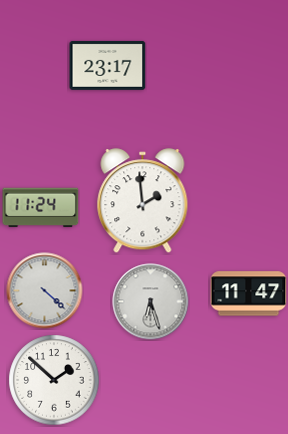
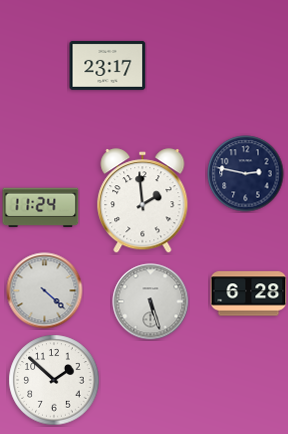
clock at (246, 174): none -> 2:47
clock at (249, 294): 11:47 -> 6:28
clock at (151, 302): 6:27 -> 5:27
